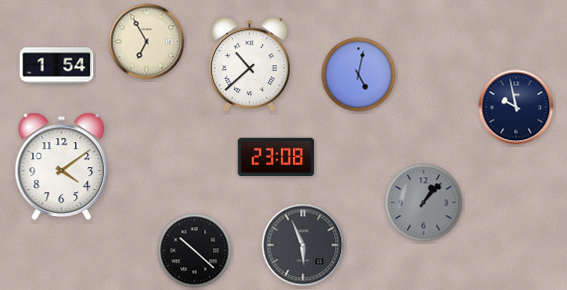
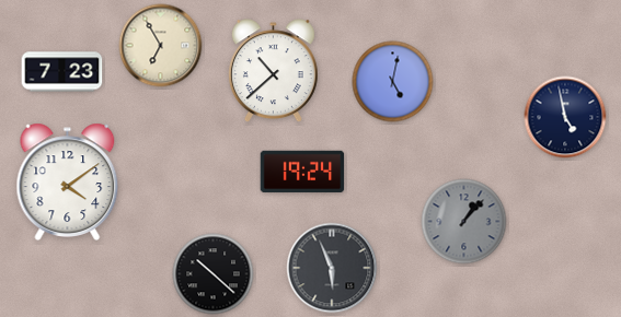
clock at (57, 66): 1:54 -> 7:23
clock at (516, 107): 9:58 -> 4:58
clock at (276, 157): 23:08 -> 19:24
